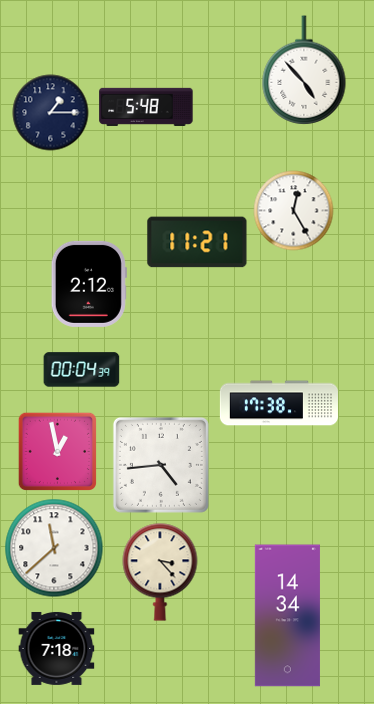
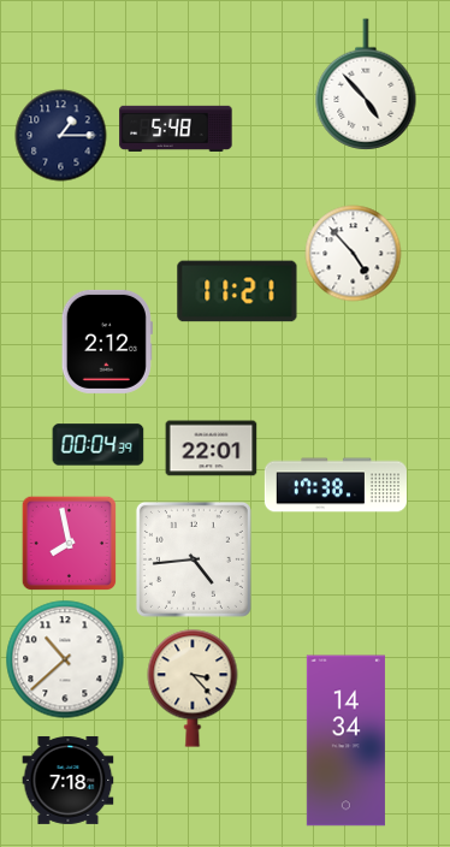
clock at (294, 211): 12:25 -> 4:53
clock at (212, 449): none -> 22:01
clock at (57, 451): 12:58 -> 7:58
clock at (54, 548): 11:38 -> 10:38
